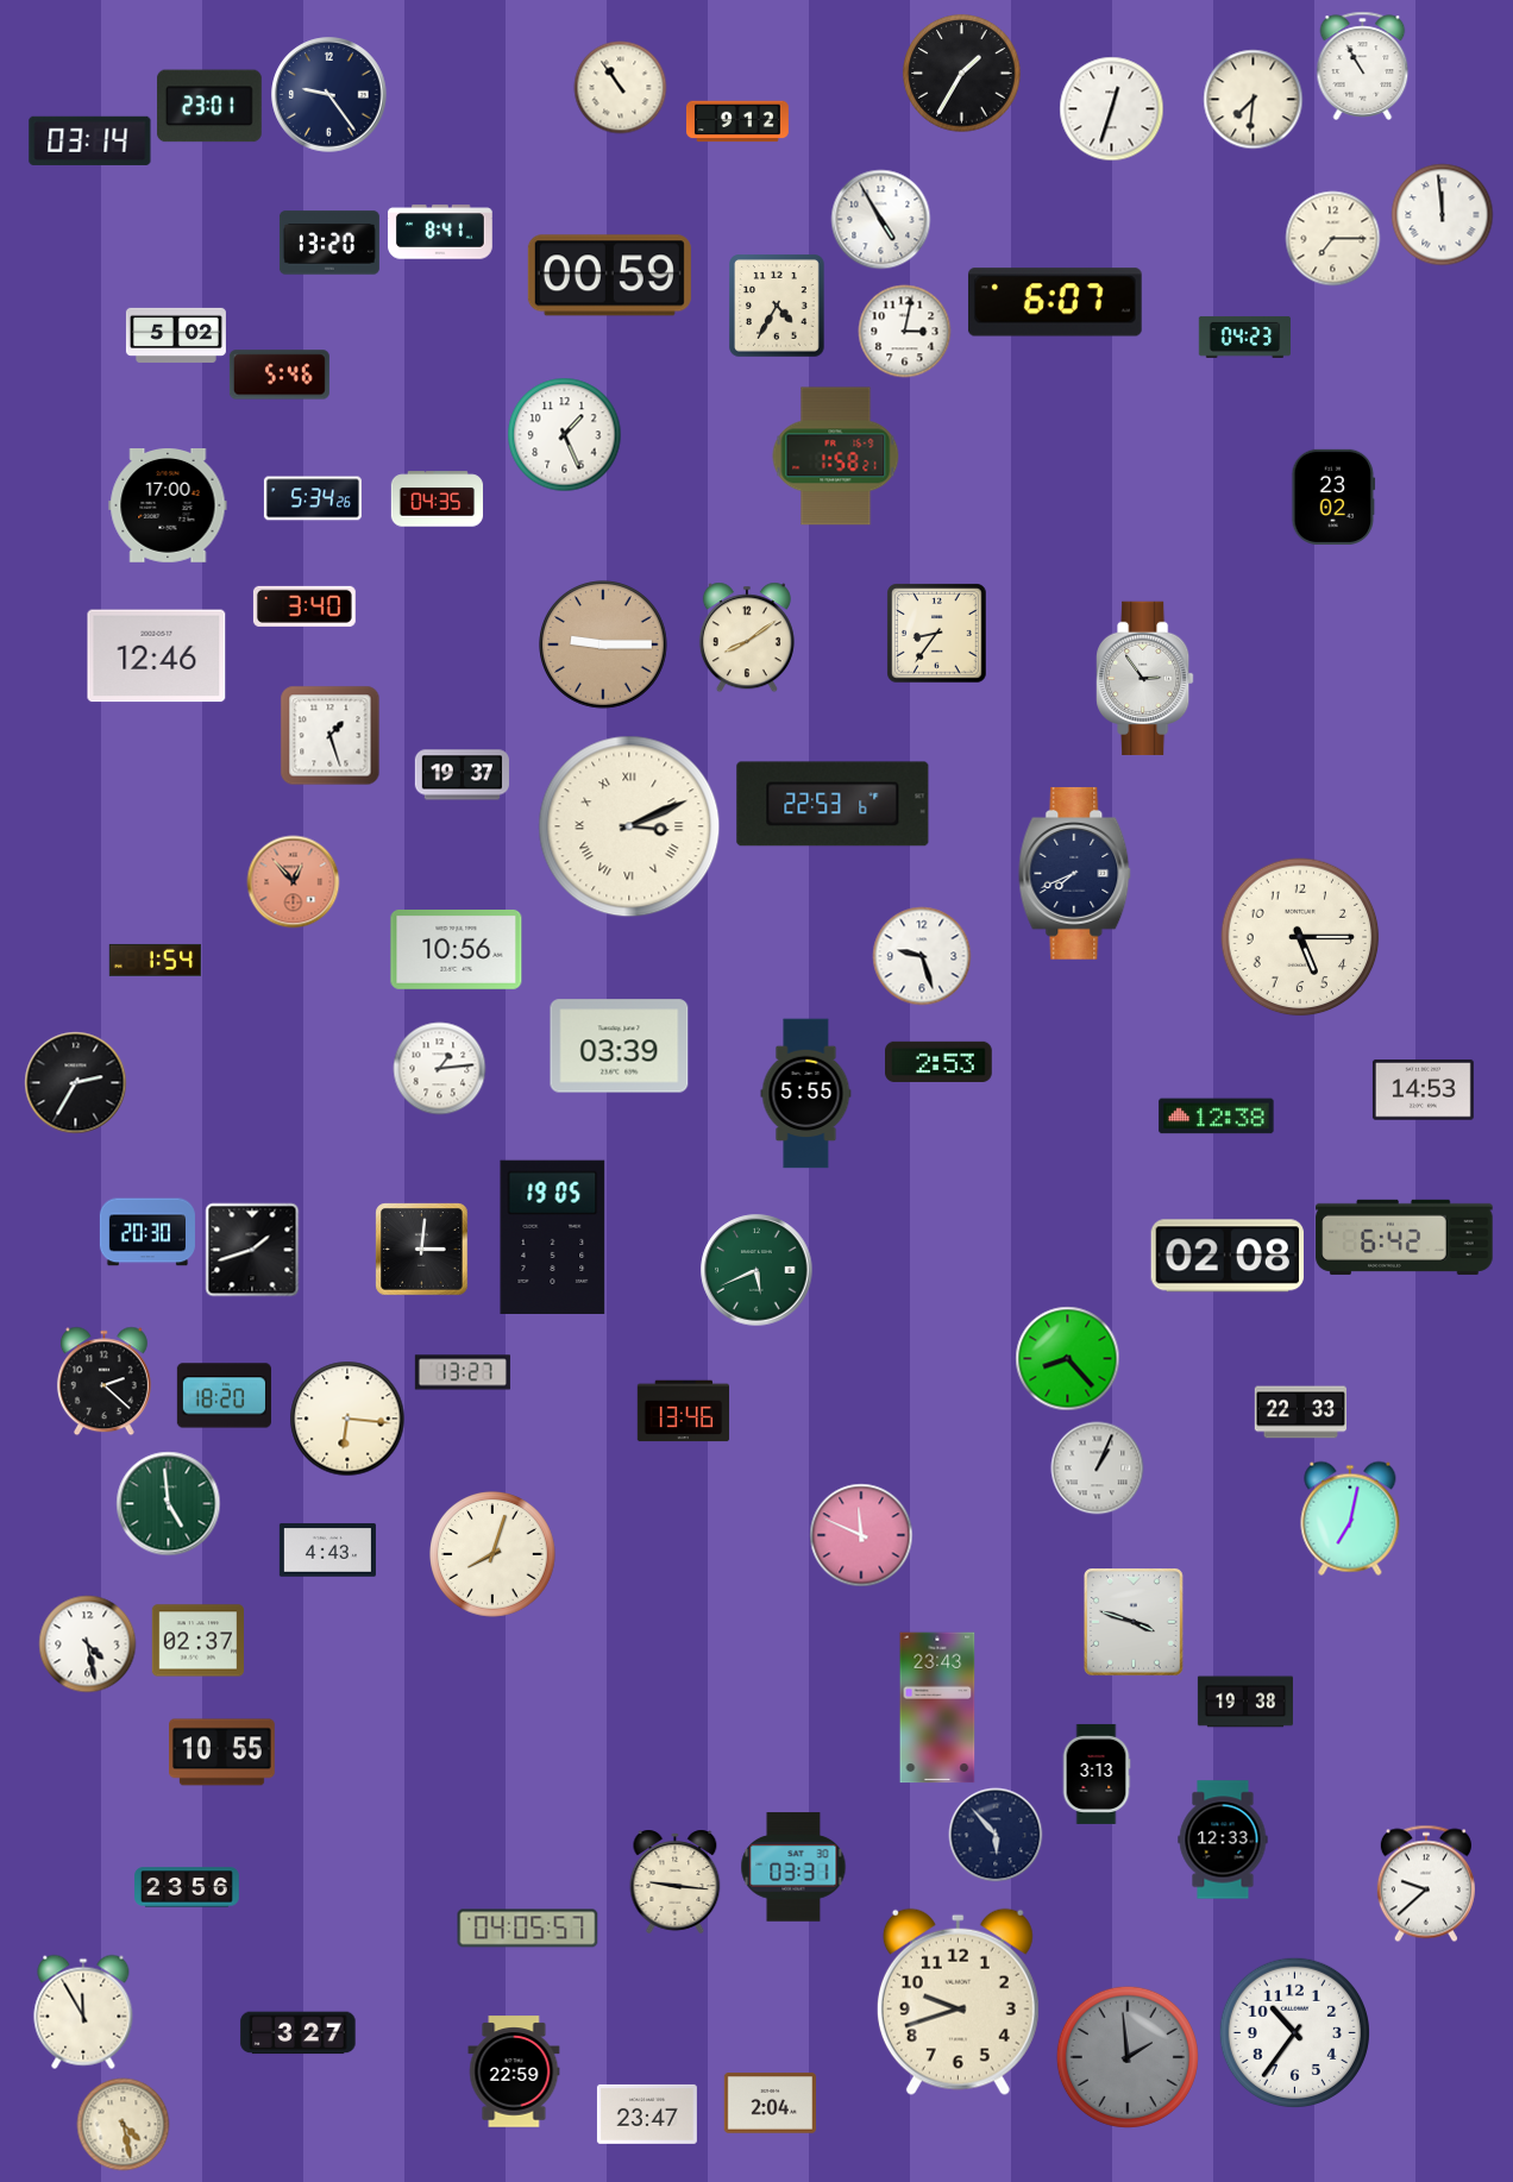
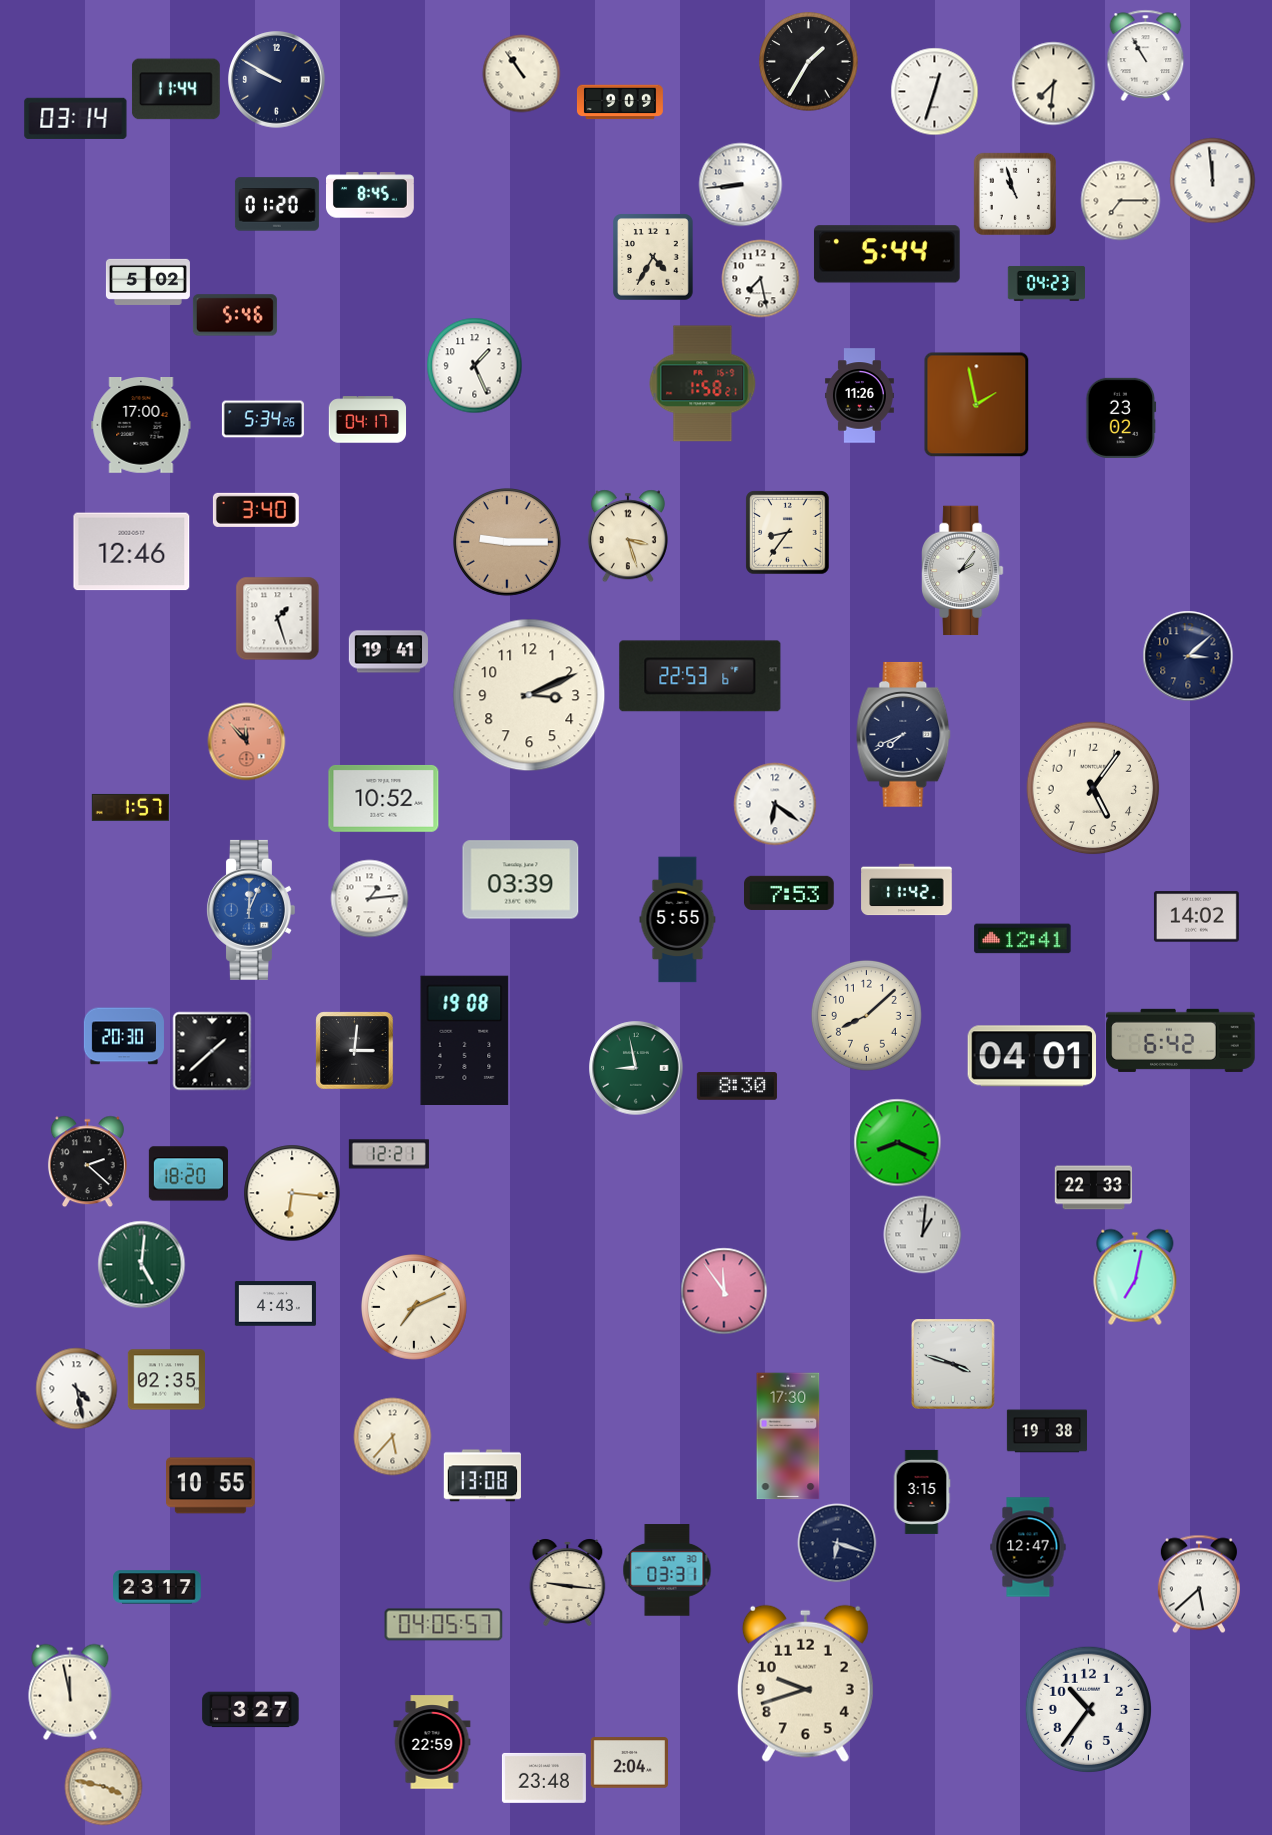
clock at (329, 95): 9:24 -> 9:50
clock at (209, 106): 23:01 -> 11:44
clock at (737, 121): 9:12 -> 9:09
clock at (880, 219): 4:55 -> 8:44
clock at (1014, 193): none -> 10:57
clock at (441, 232): 8:41 -> 8:45
clock at (329, 243): 13:20 -> 01:20
clock at (609, 276): 00:59 -> none
clock at (1055, 302): 6:07 -> 5:44
clock at (904, 331): 3:02 -> 7:28
clock at (859, 396): none -> 11:26
clock at (976, 404): none -> 1:58
clock at (437, 499): 04:35 -> 04:17
clock at (747, 637): 8:09 -> 3:27
clock at (1145, 679): 2:54 -> 2:06
clock at (462, 775): 19:37 -> 19:41
clock at (1188, 656): none -> 3:08
clock at (629, 826) numerals: Roman -> Arabic
clock at (293, 881): 12:53 -> 11:53
clock at (1300, 937): 5:15 -> 5:06
clock at (457, 949): 10:56 -> 10:52
clock at (922, 956): 9:27 -> 6:21
clock at (155, 960): 1:54 -> 1:57
clock at (907, 890): none -> 11:42
clock at (938, 1062): 2:53 -> 7:53
clock at (75, 1082): 2:35 -> none
clock at (250, 910): none -> 12:04
clock at (1423, 1090): 14:53 -> 14:02
clock at (1217, 1117): 12:38 -> 12:41
clock at (866, 1015): none -> 8:08
clock at (553, 1237): 19:05 -> 19:08
clock at (252, 1250): 1:42 -> 1:38
clock at (1226, 1256): 02:08 -> 04:01
clock at (756, 1270): 5:41 -> 8:58
clock at (737, 1086): none -> 8:30
clock at (1067, 1358): 8:23 -> 8:19
clock at (463, 1372): 13:27 -> 12:21
clock at (683, 1411): 13:46 -> none
clock at (1097, 1467): 1:04 -> 1:01
clock at (168, 1503): 4:59 -> 5:01
clock at (861, 1535): 11:49 -> 11:54
clock at (492, 1554): 8:03 -> 7:11
clock at (197, 1641): 02:37 -> 02:35
clock at (87, 1643) position: (87, 1643) -> (76, 1388)
clock at (392, 1436): none -> 5:37
clock at (937, 1708): 23:43 -> 17:30
clock at (222, 1753) position: (222, 1753) -> (211, 1486)
clock at (482, 1476): none -> 13:08
clock at (1097, 1774): 3:13 -> 3:15
clock at (996, 1835): 5:53 -> 6:18
clock at (1223, 1840): 12:33 -> 12:47
clock at (1426, 1884): 9:38 -> 5:38
clock at (188, 1887): 23:56 -> 23:17
clock at (528, 1929) position: (528, 1929) -> (444, 1625)
clock at (83, 2012): 11:55 -> 11:58
clock at (1128, 2057): 1:59 -> none
clock at (770, 2104) position: (770, 2104) -> (629, 1763)
clock at (647, 2114): 23:47 -> 23:48
clock at (123, 2124): 4:28 -> 3:47
